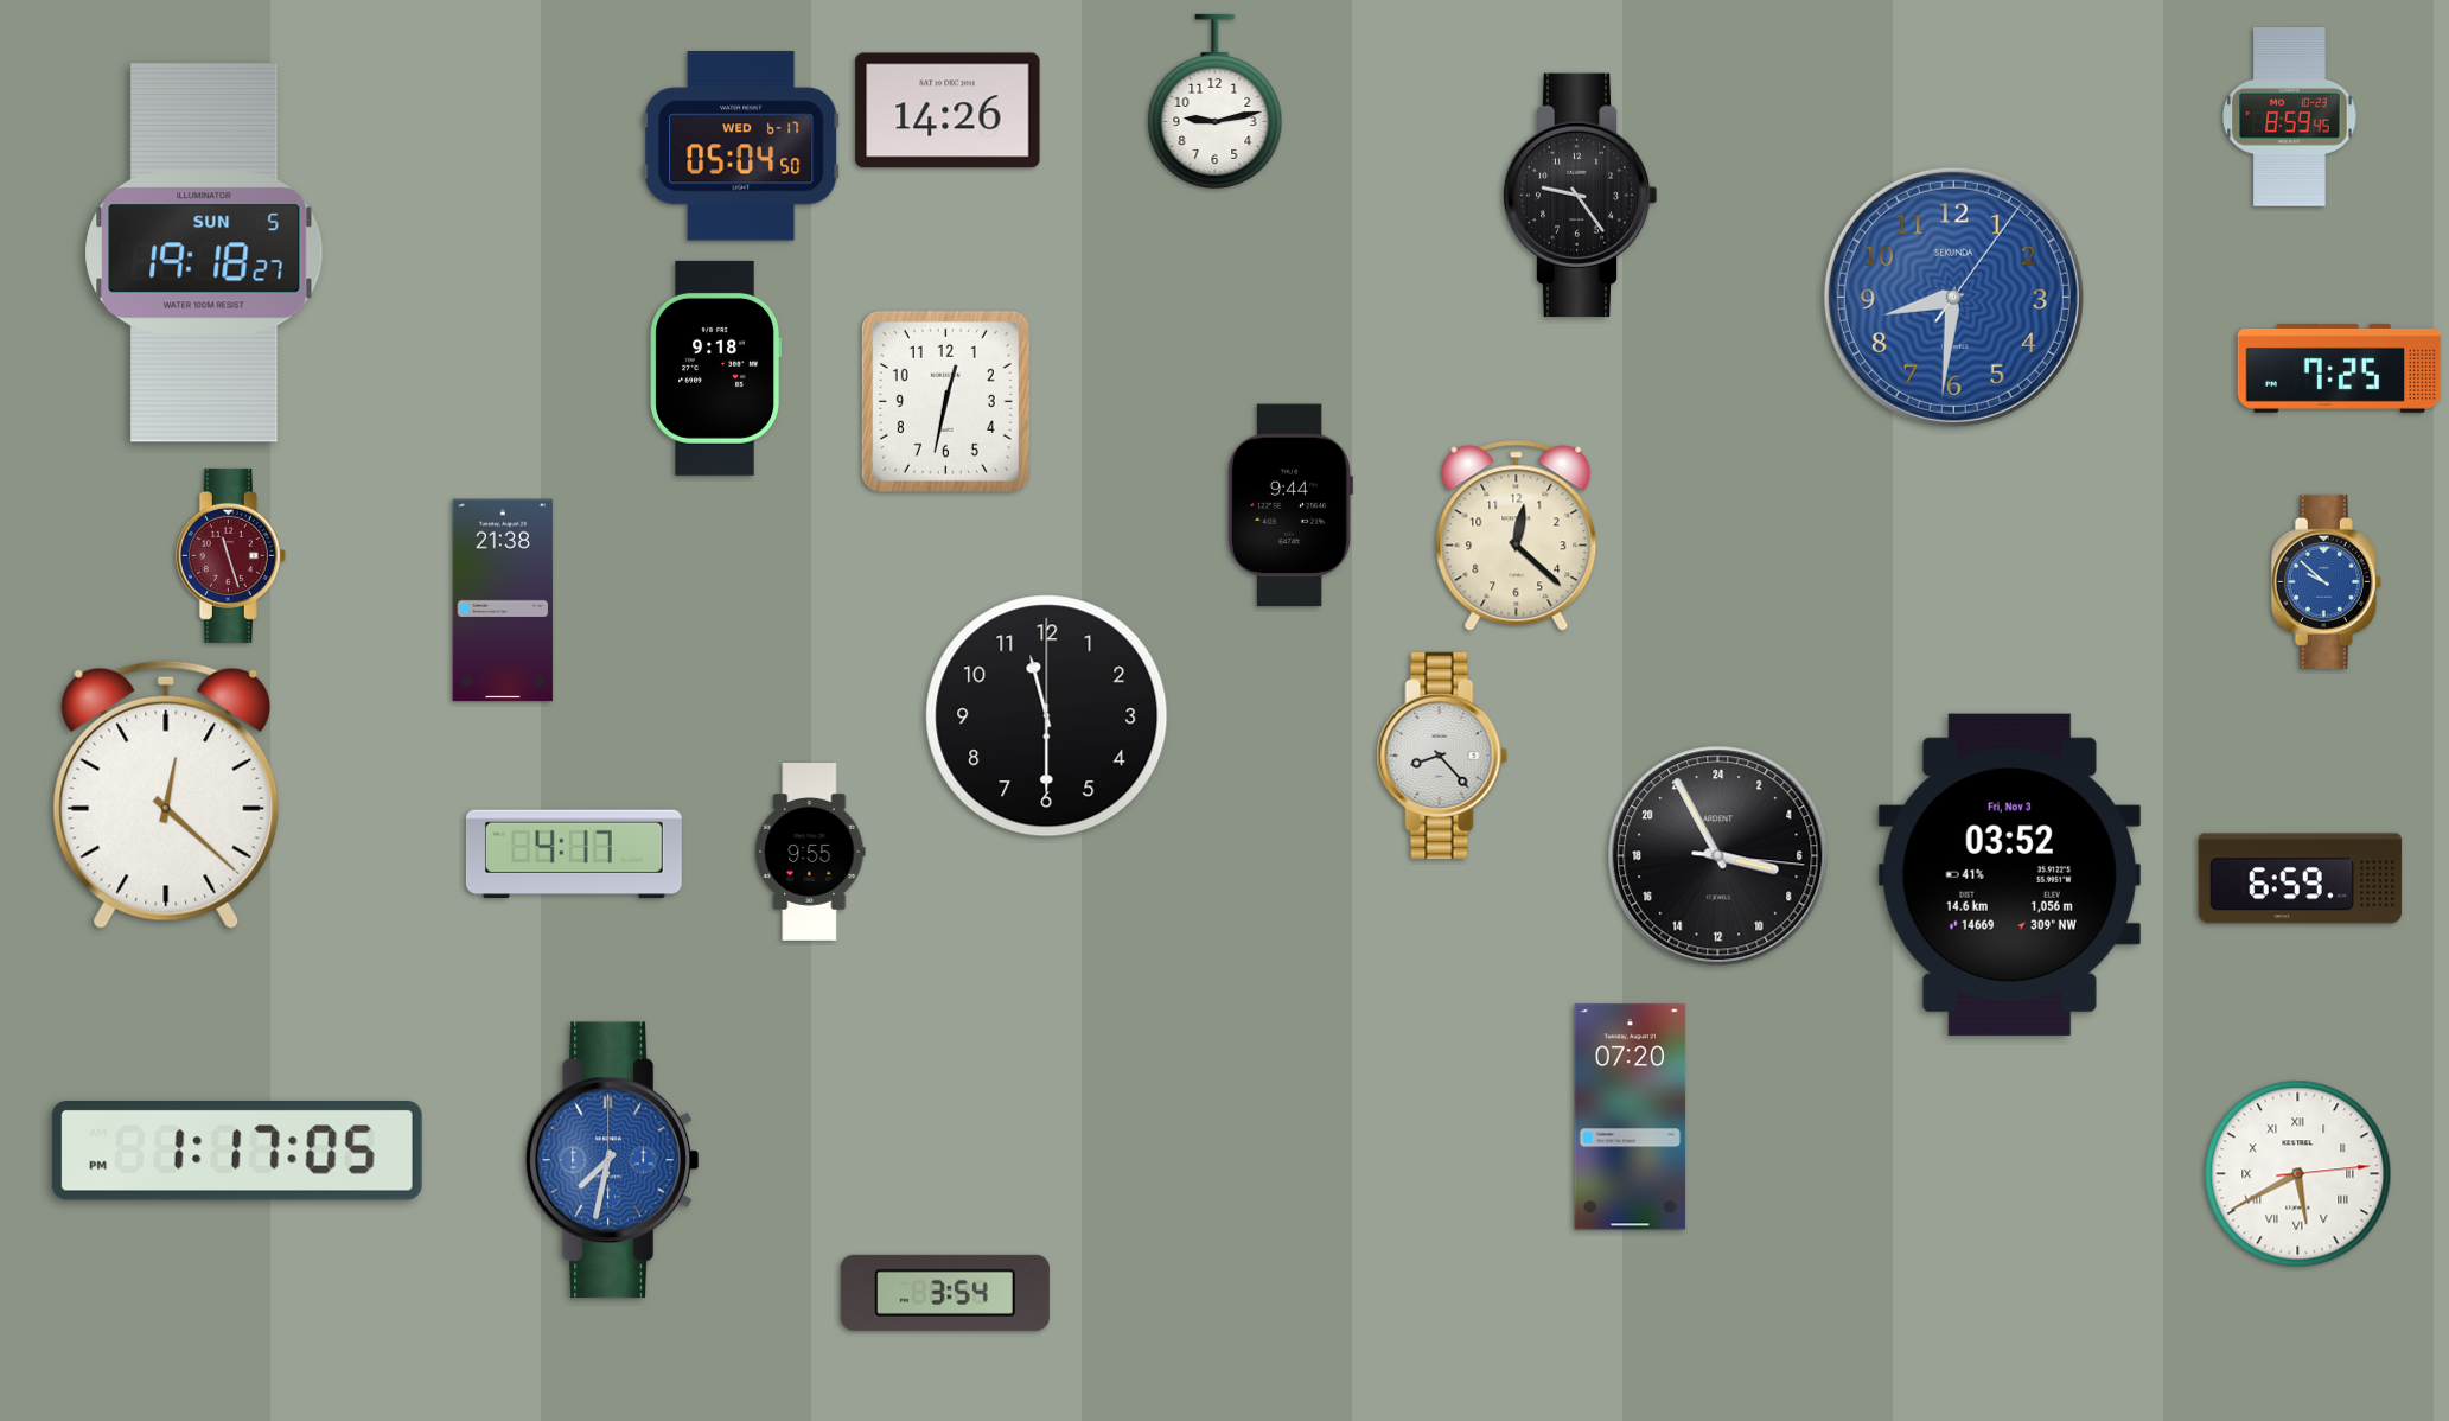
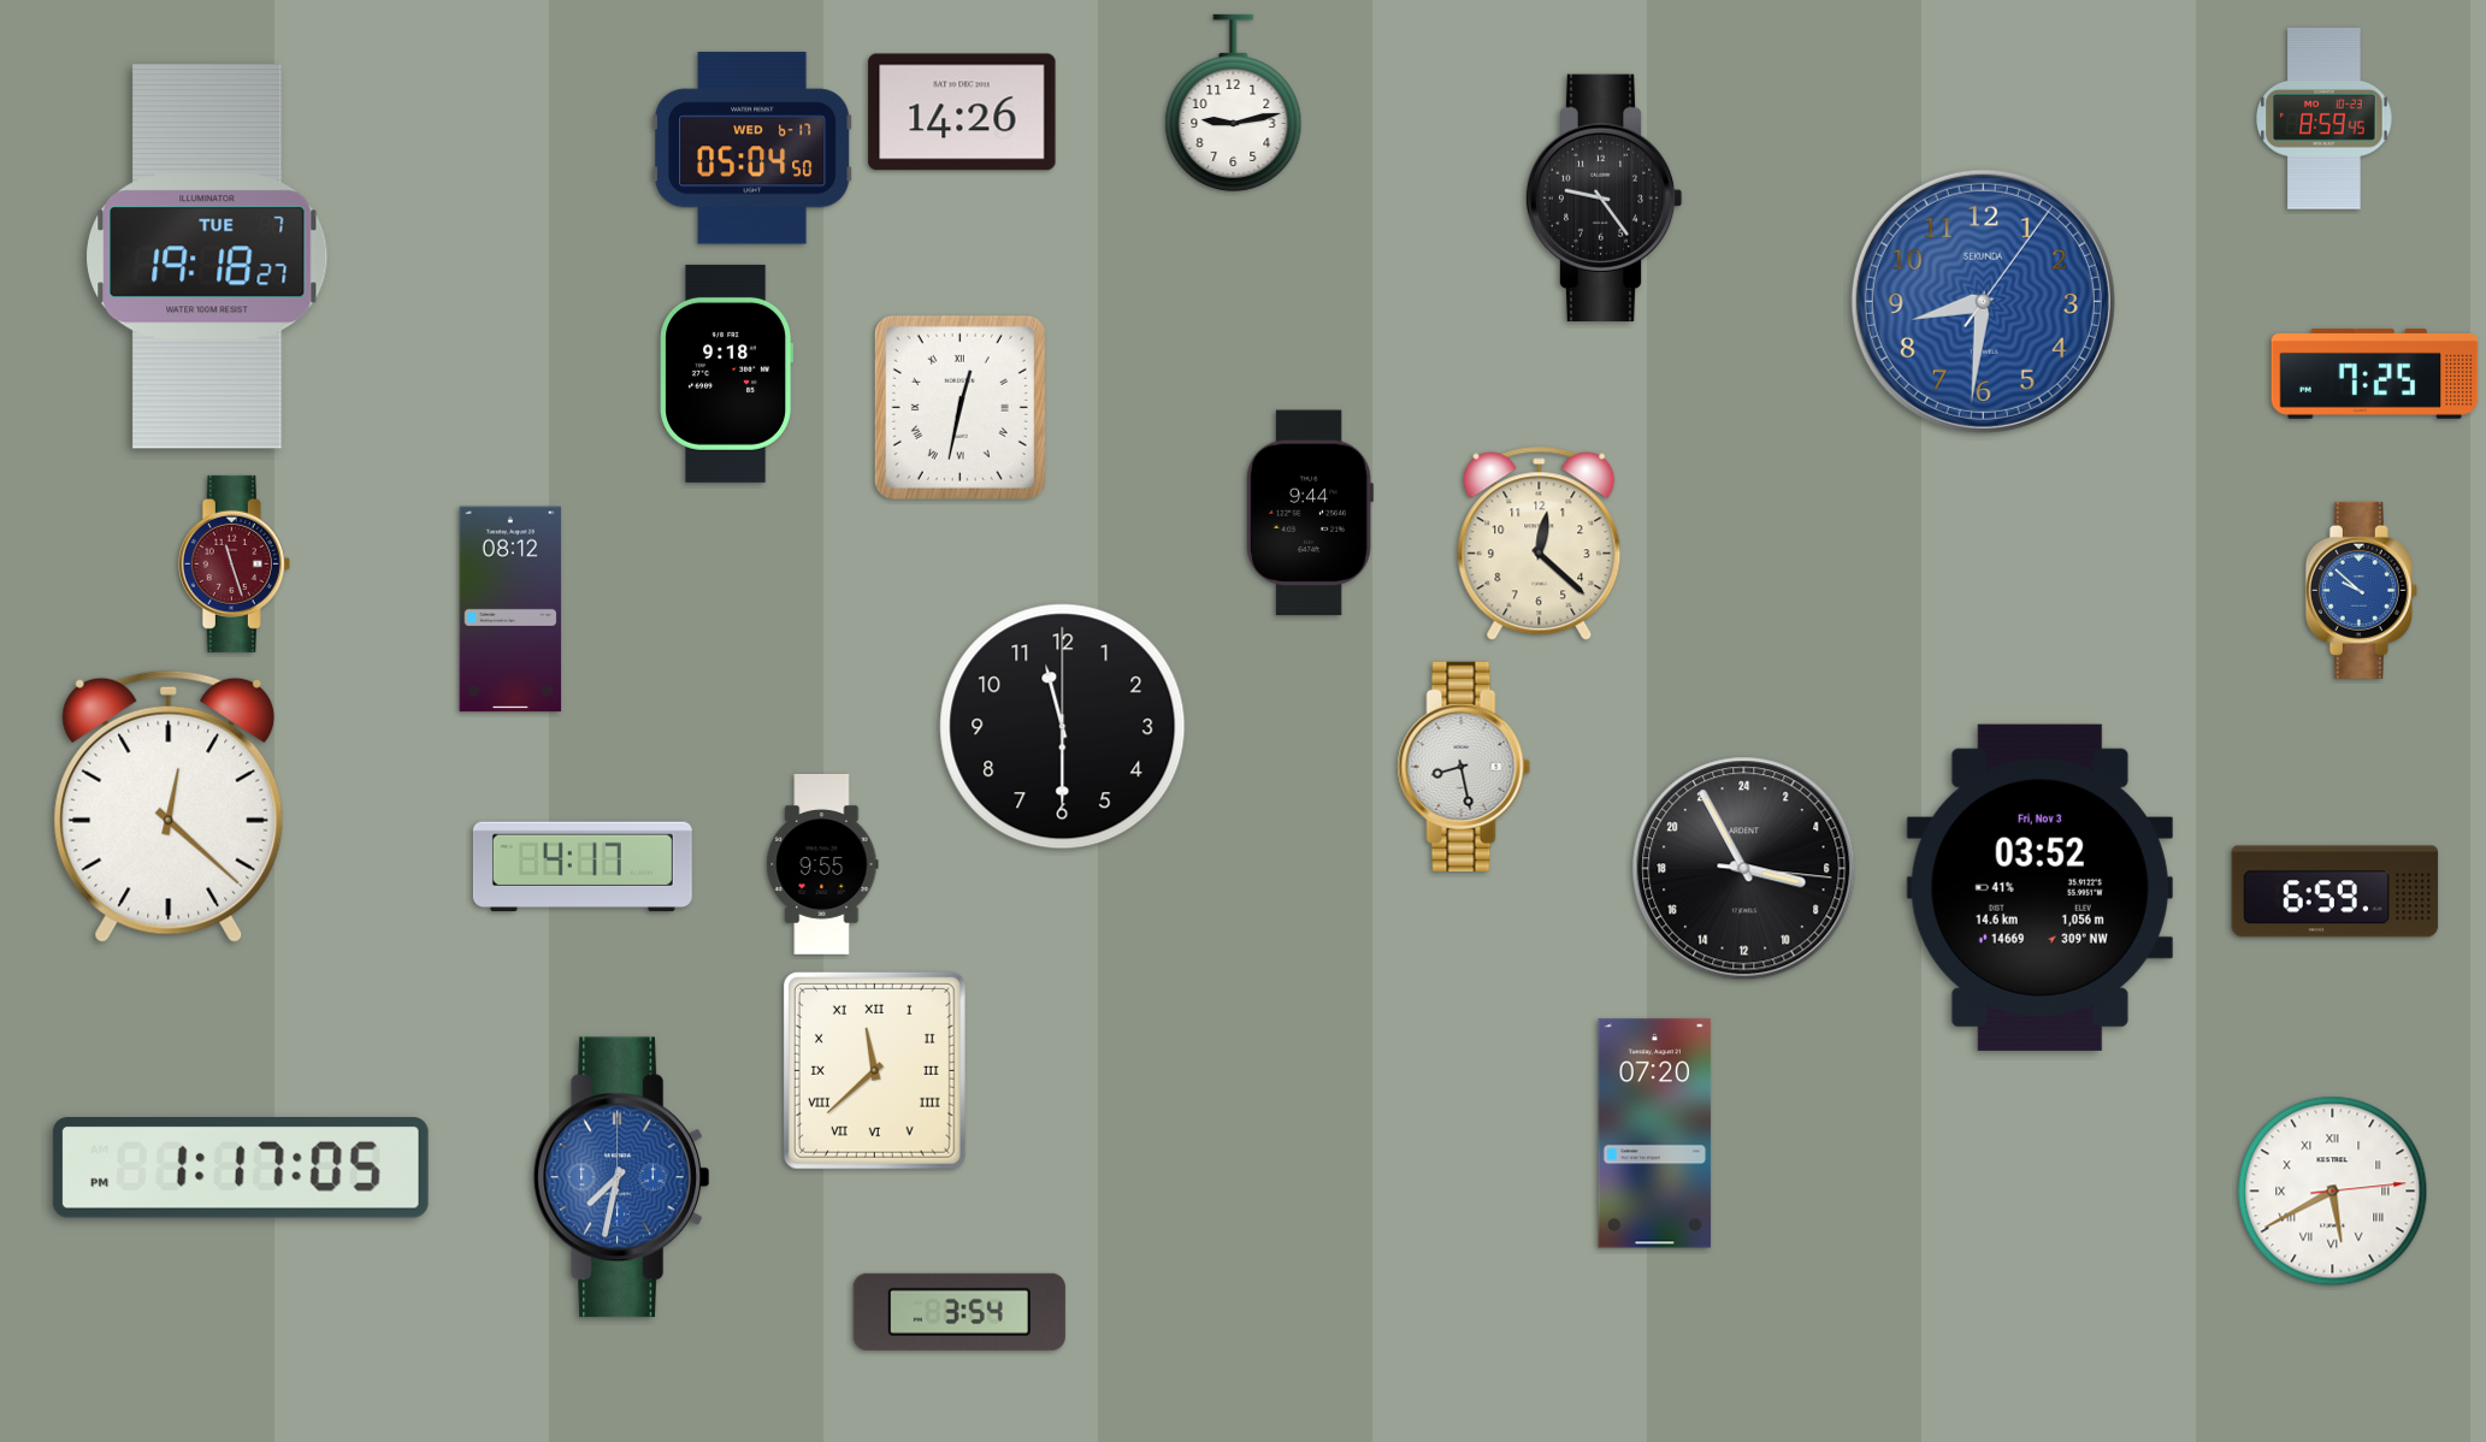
clock at (204, 253) date: SUN 5 -> TUE 7
clock at (945, 401) numerals: Arabic -> Roman
clock at (503, 600): 21:38 -> 08:12
clock at (1442, 756): 8:23 -> 8:28
clock at (874, 1070): none -> 11:38
